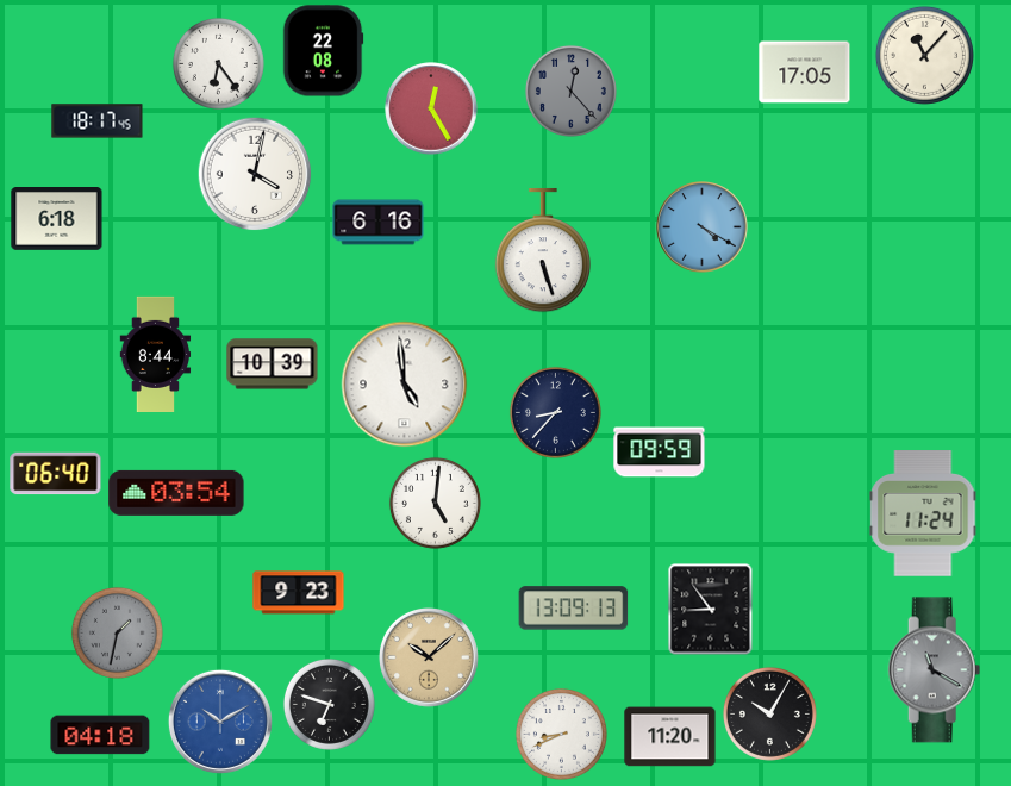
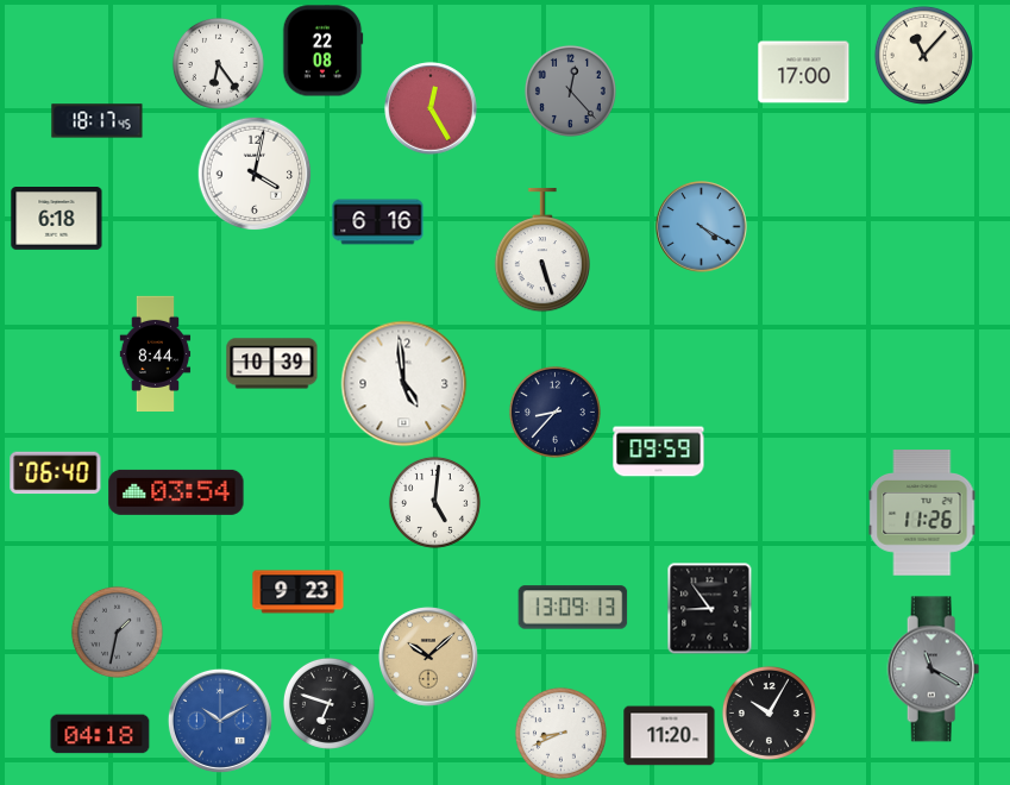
clock at (805, 73): 17:05 -> 17:00
clock at (923, 513): 11:24 -> 11:26
